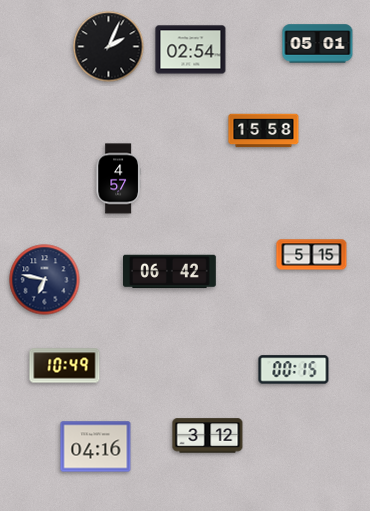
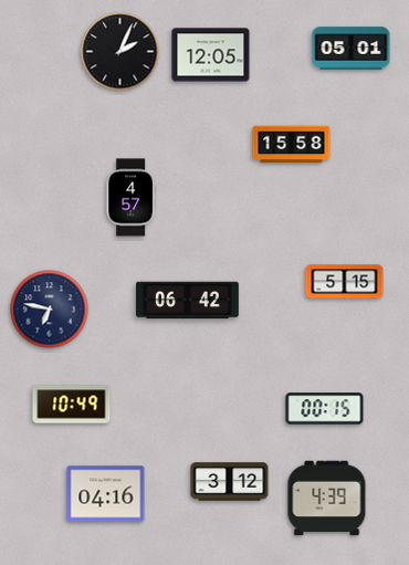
clock at (191, 50): 02:54 -> 12:05
clock at (327, 499): none -> 4:39
